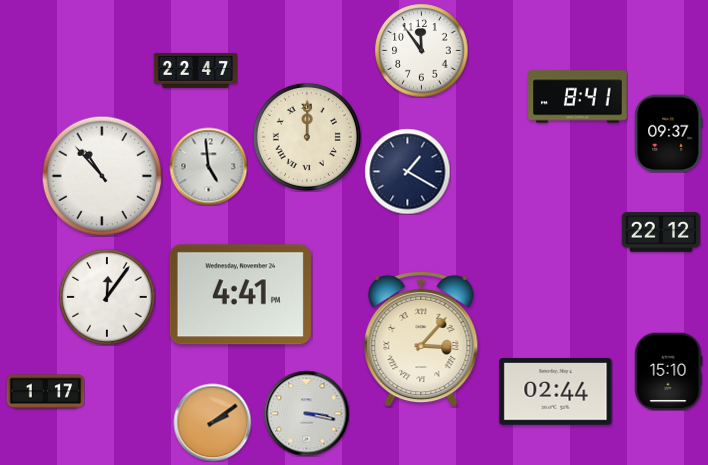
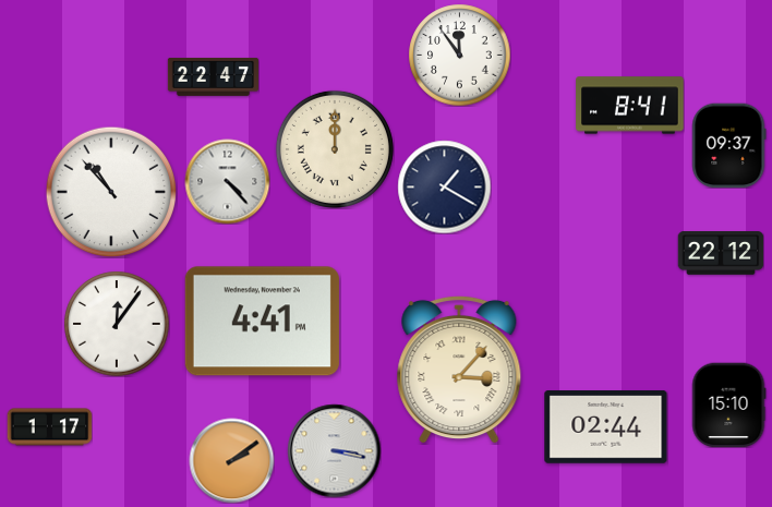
clock at (208, 166): 4:59 -> 4:23
